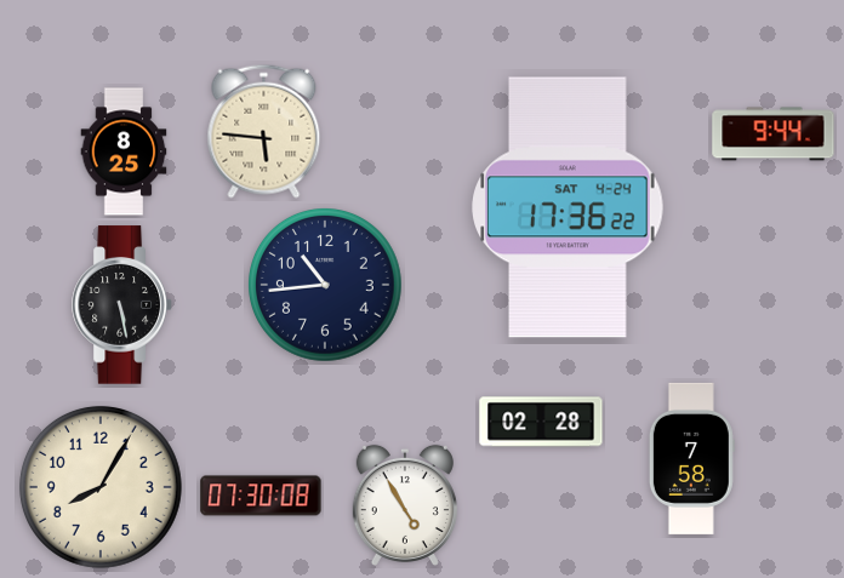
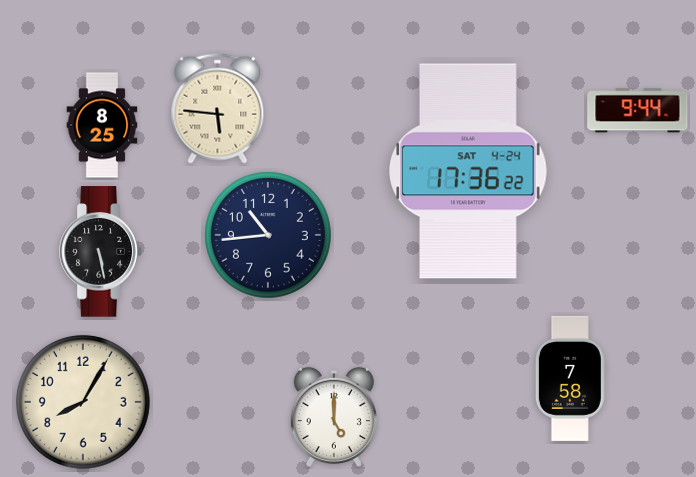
clock at (541, 422): 02:28 -> none
clock at (261, 496): 07:30 -> none
clock at (405, 504): 4:55 -> 5:00
